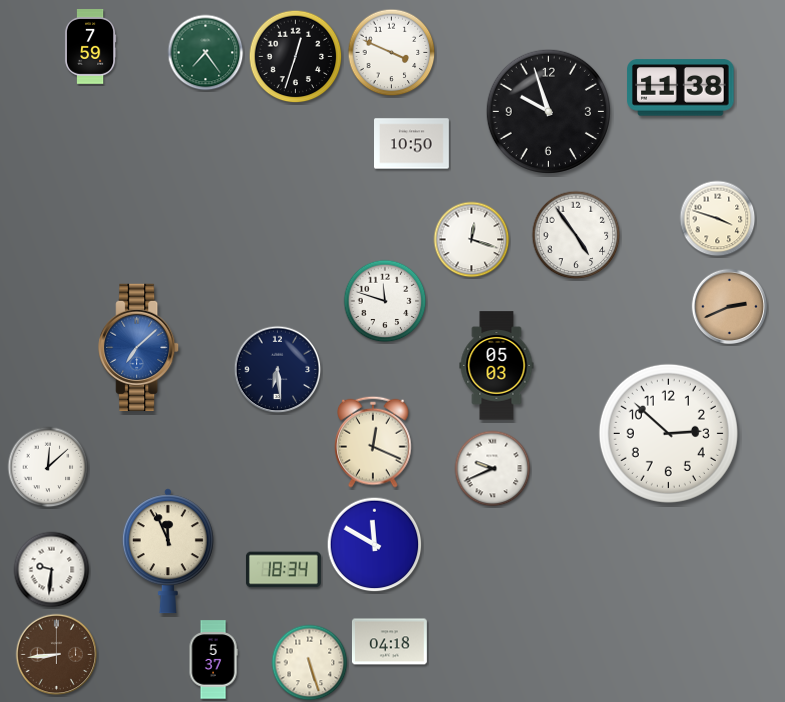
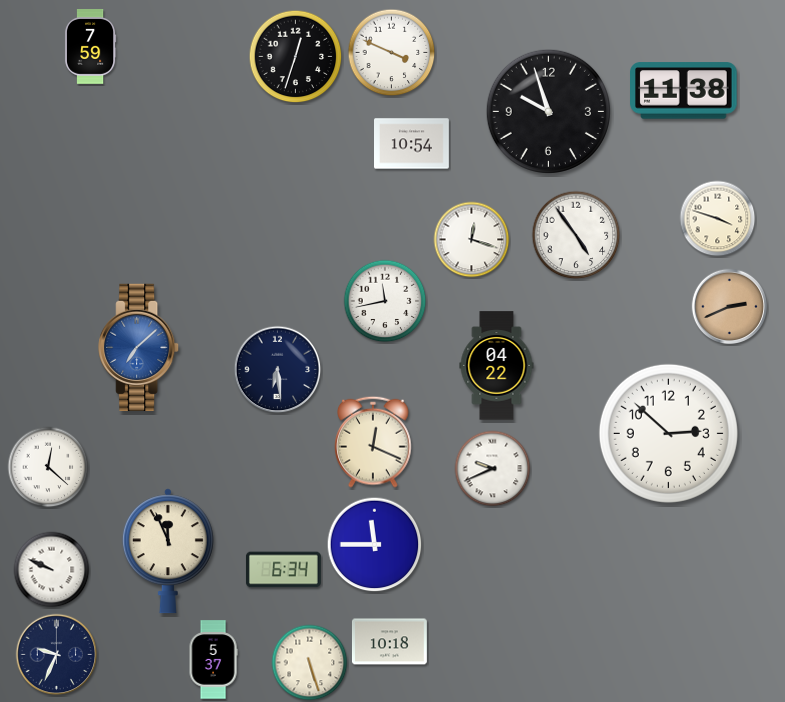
clock at (206, 53): 7:24 -> none
clock at (681, 88) position: (681, 88) -> (684, 91)
clock at (412, 144): 10:50 -> 10:54
clock at (385, 301): 11:48 -> 11:43
clock at (497, 366): 05:03 -> 04:22
clock at (48, 467): 12:08 -> 12:22
clock at (375, 545): 11:50 -> 11:45
clock at (52, 570): 9:31 -> 9:49
clock at (283, 570): 18:34 -> 6:34
clock at (389, 642): 04:18 -> 10:18
clock at (57, 655): 8:44 -> 9:34
clock at (57, 655) dial: brown -> navy
